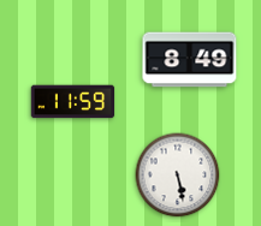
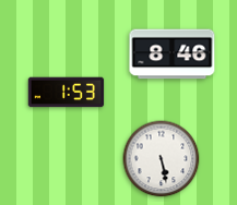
clock at (190, 60): 8:49 -> 8:46
clock at (73, 102): 11:59 -> 1:53
